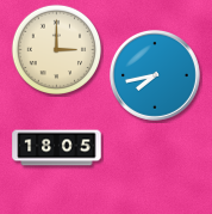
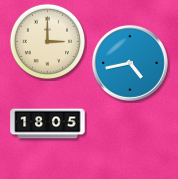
clock at (155, 75): 7:43 -> 4:43
